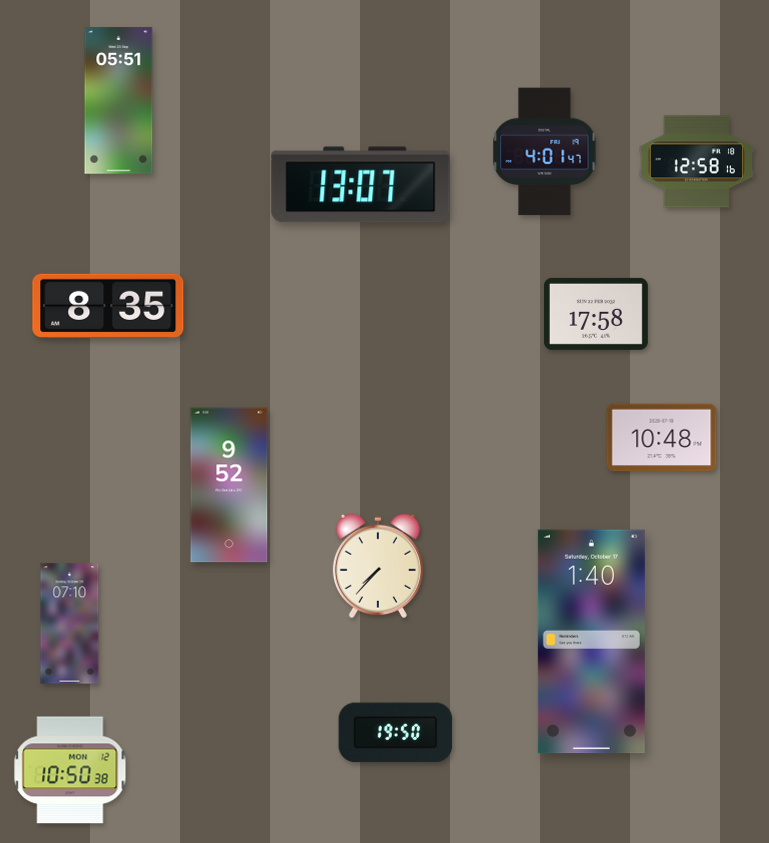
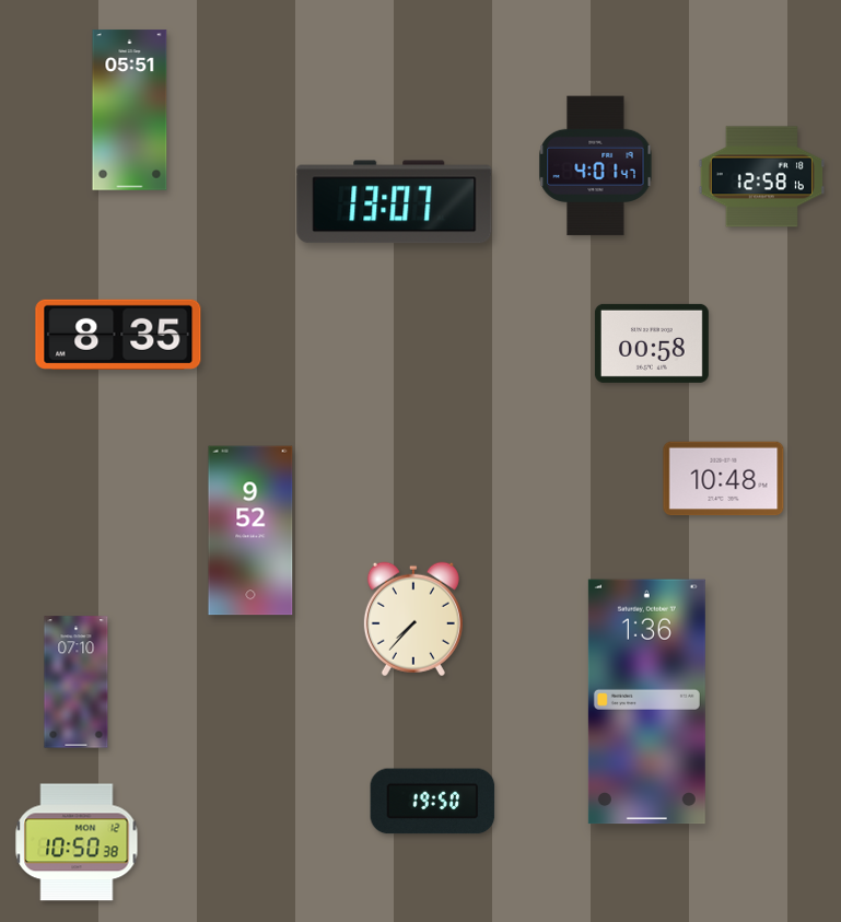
clock at (596, 314): 17:58 -> 00:58
clock at (591, 642): 1:40 -> 1:36
